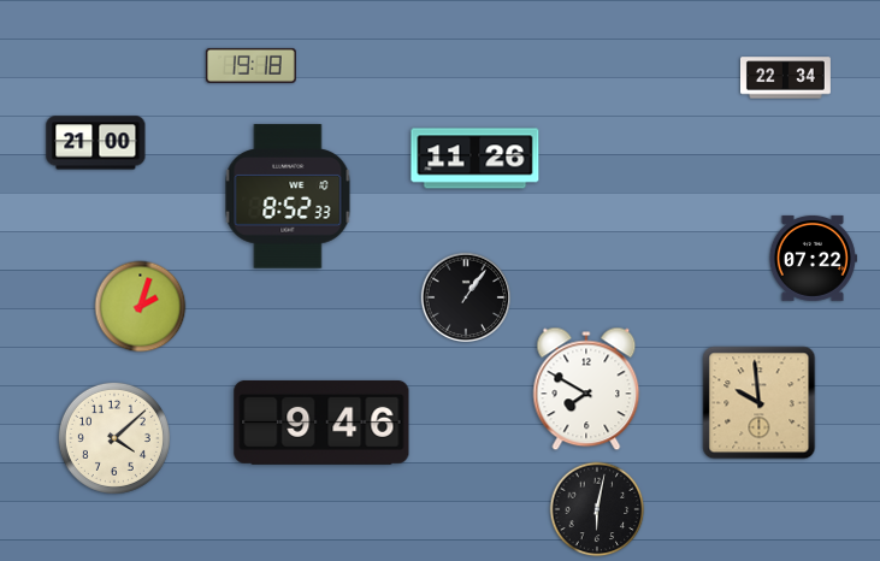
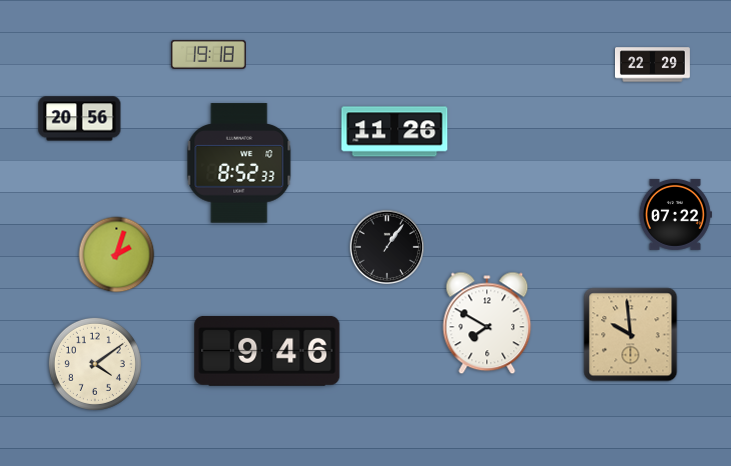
clock at (786, 78): 22:34 -> 22:29
clock at (96, 143): 21:00 -> 20:56
clock at (114, 438): 4:08 -> 4:09
clock at (597, 509): 6:02 -> none
